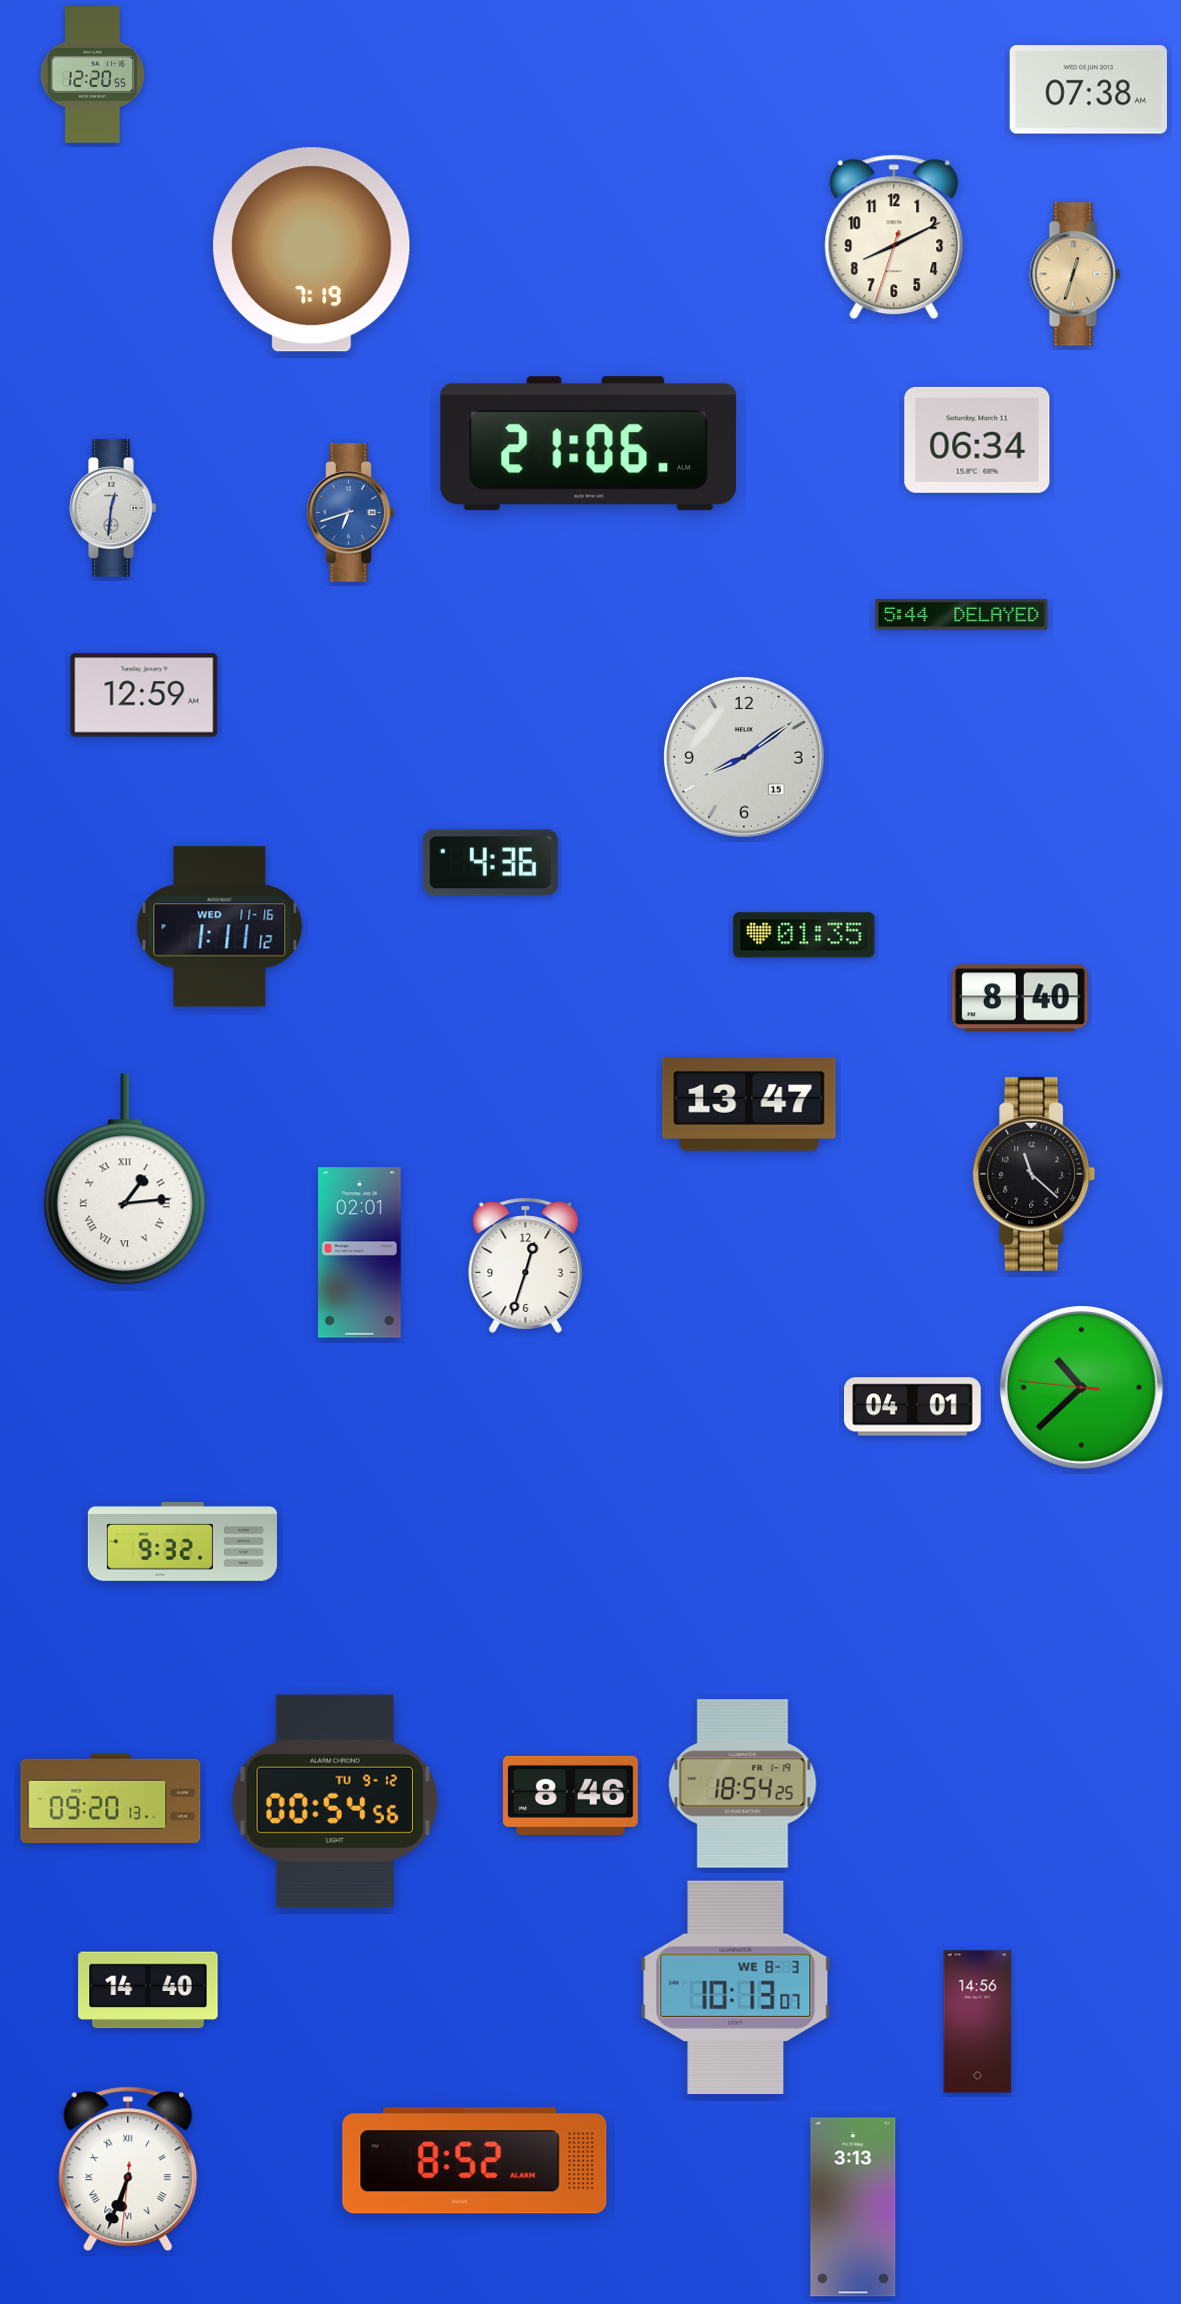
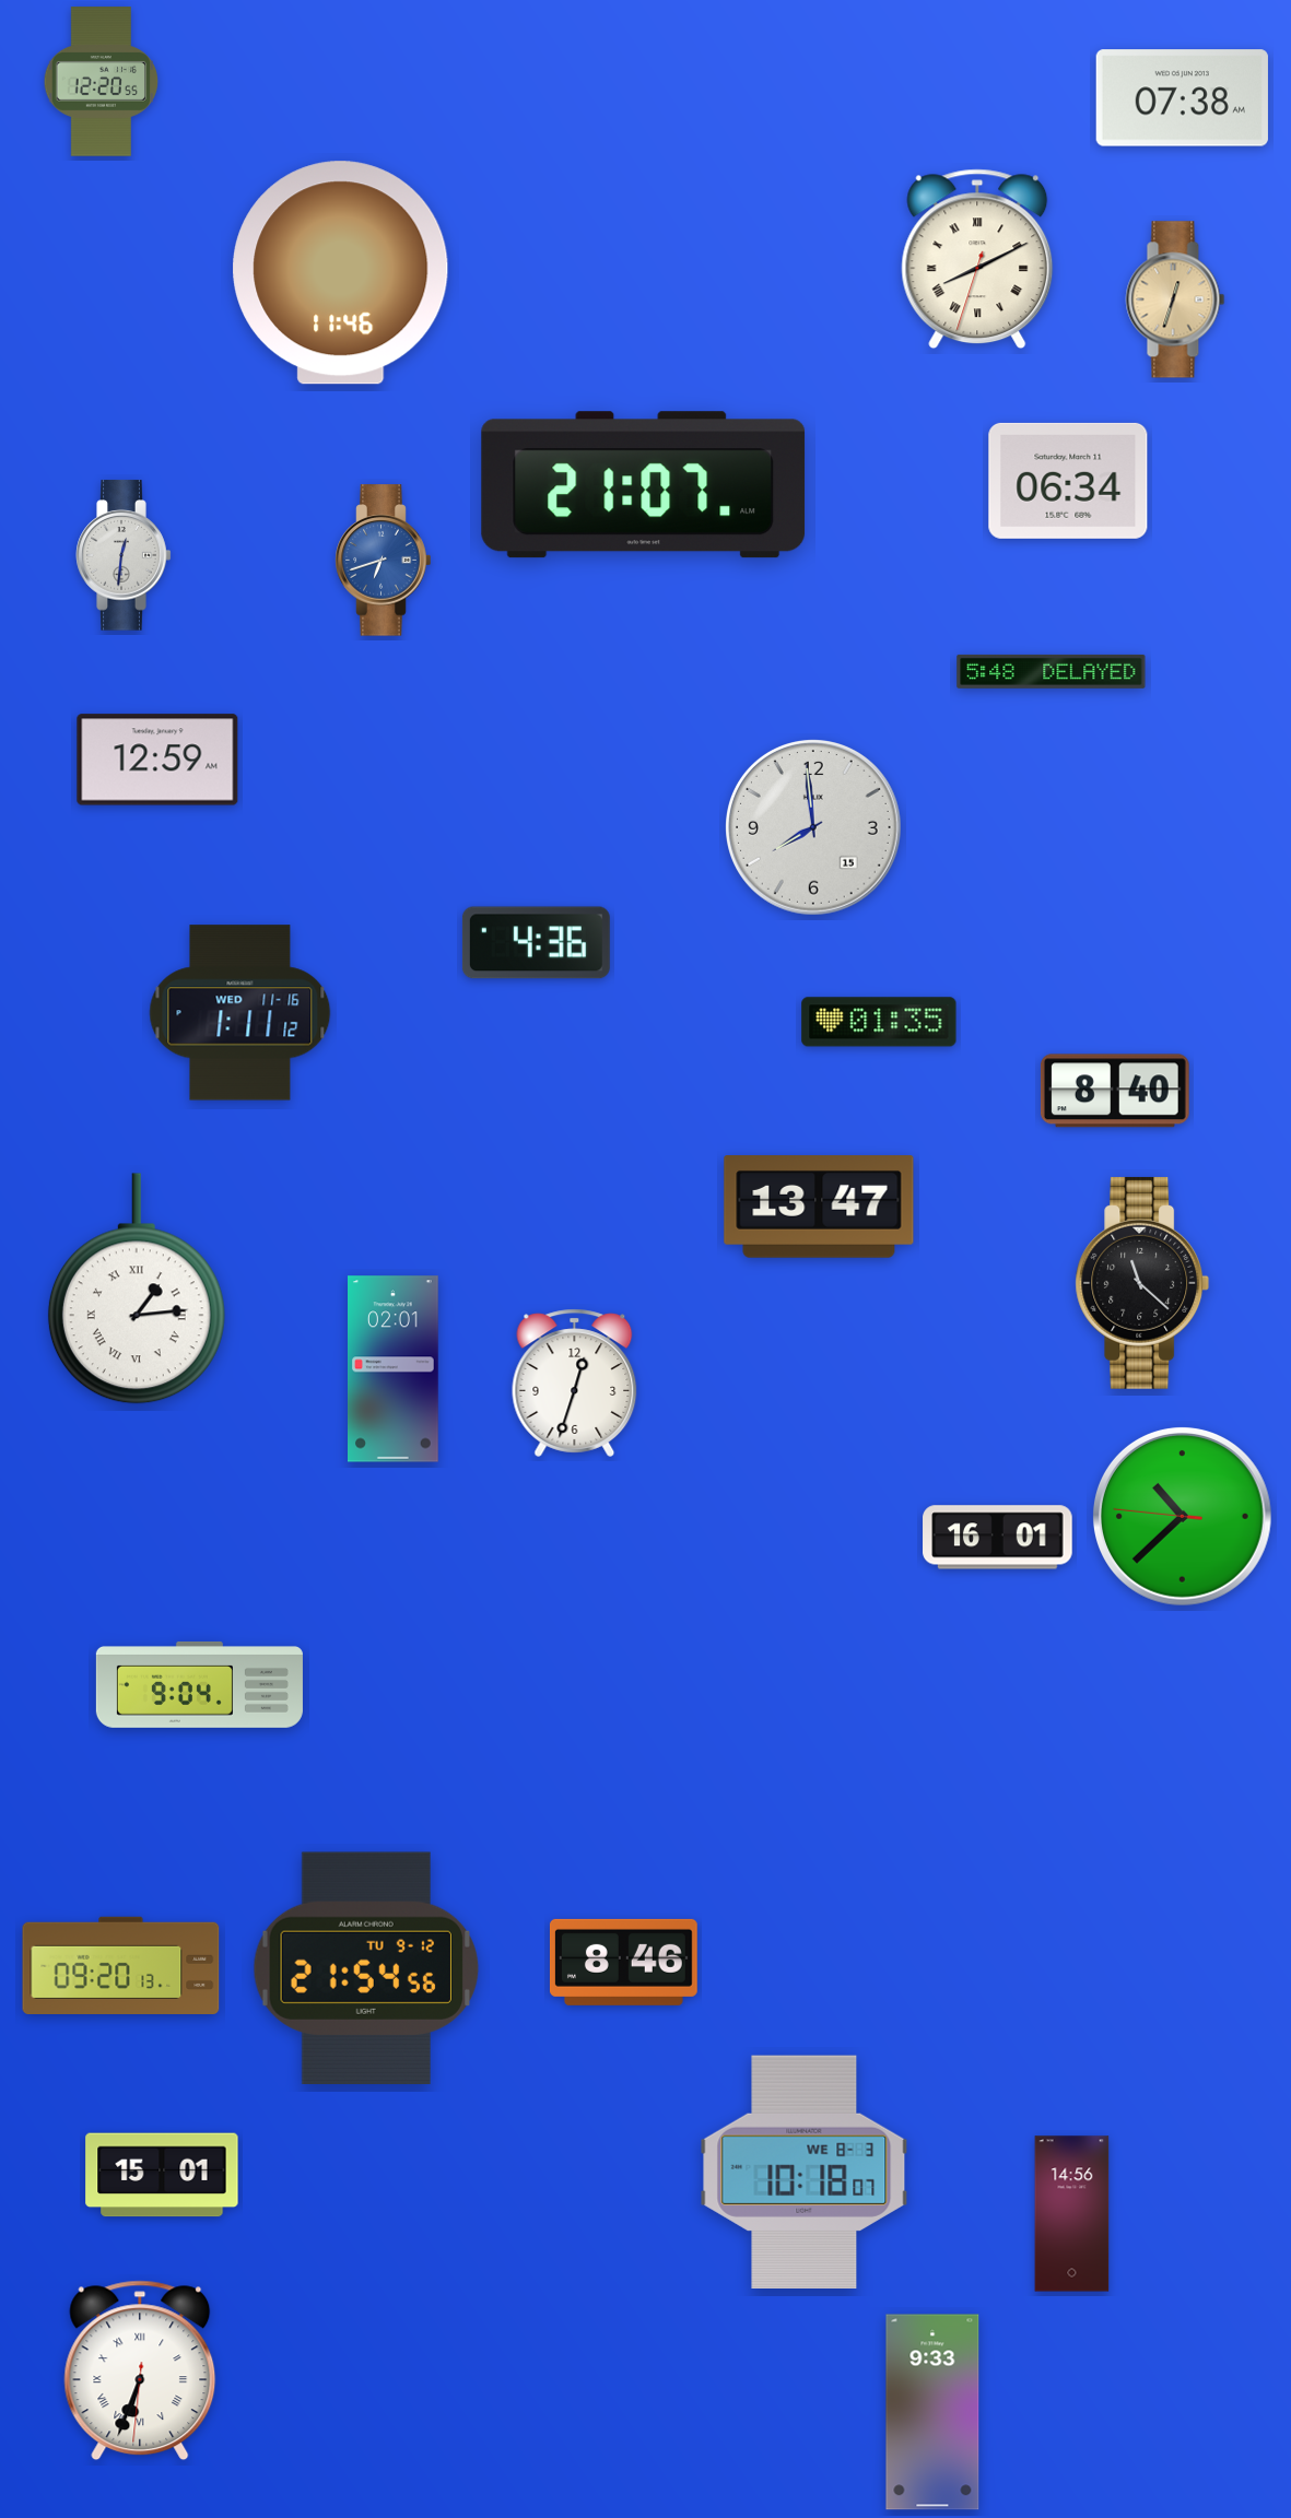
clock at (1088, 90) position: (1088, 90) -> (1182, 98)
clock at (894, 237) numerals: Arabic -> Roman
clock at (312, 250): 7:19 -> 11:46
clock at (589, 444): 21:06 -> 21:07
clock at (962, 614): 5:44 -> 5:48
clock at (745, 758): 8:09 -> 7:59
clock at (1034, 1174) position: (1034, 1174) -> (1142, 1283)
clock at (913, 1407): 04:01 -> 16:01
clock at (182, 1541): 9:32 -> 9:04
clock at (743, 1784): 18:54 -> none
clock at (334, 1800): 00:54 -> 21:54
clock at (736, 1987): 10:13 -> 10:18
clock at (148, 1990): 14:40 -> 15:01
clock at (978, 2022) position: (978, 2022) -> (1072, 2214)
clock at (475, 2161): 8:52 -> none
clock at (853, 2207): 3:13 -> 9:33
